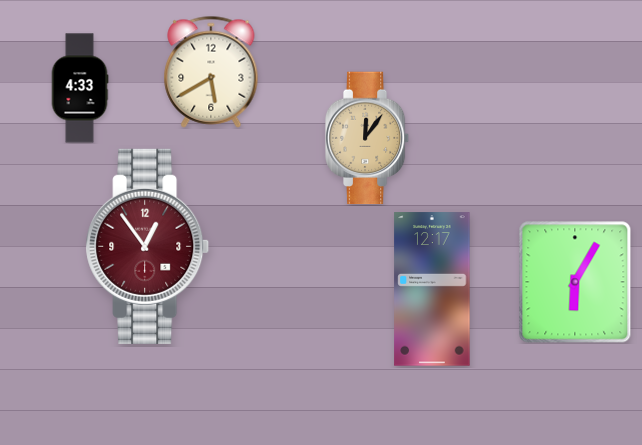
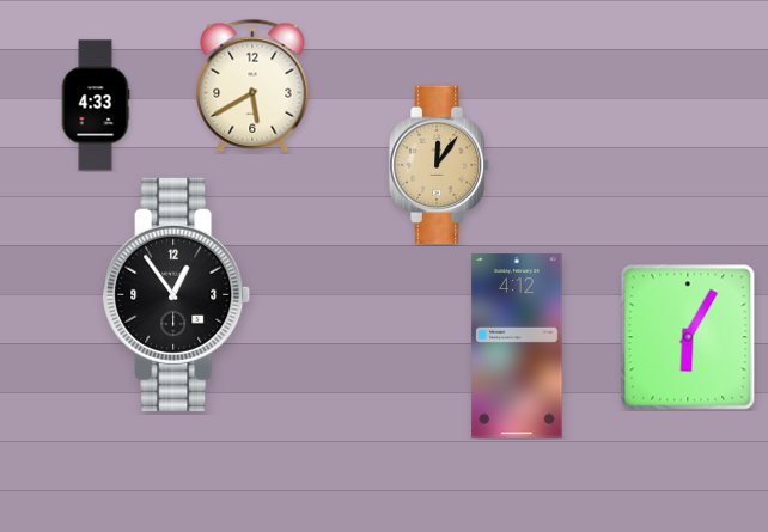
clock at (148, 246) dial: burgundy -> black
clock at (432, 289): 12:17 -> 4:12
